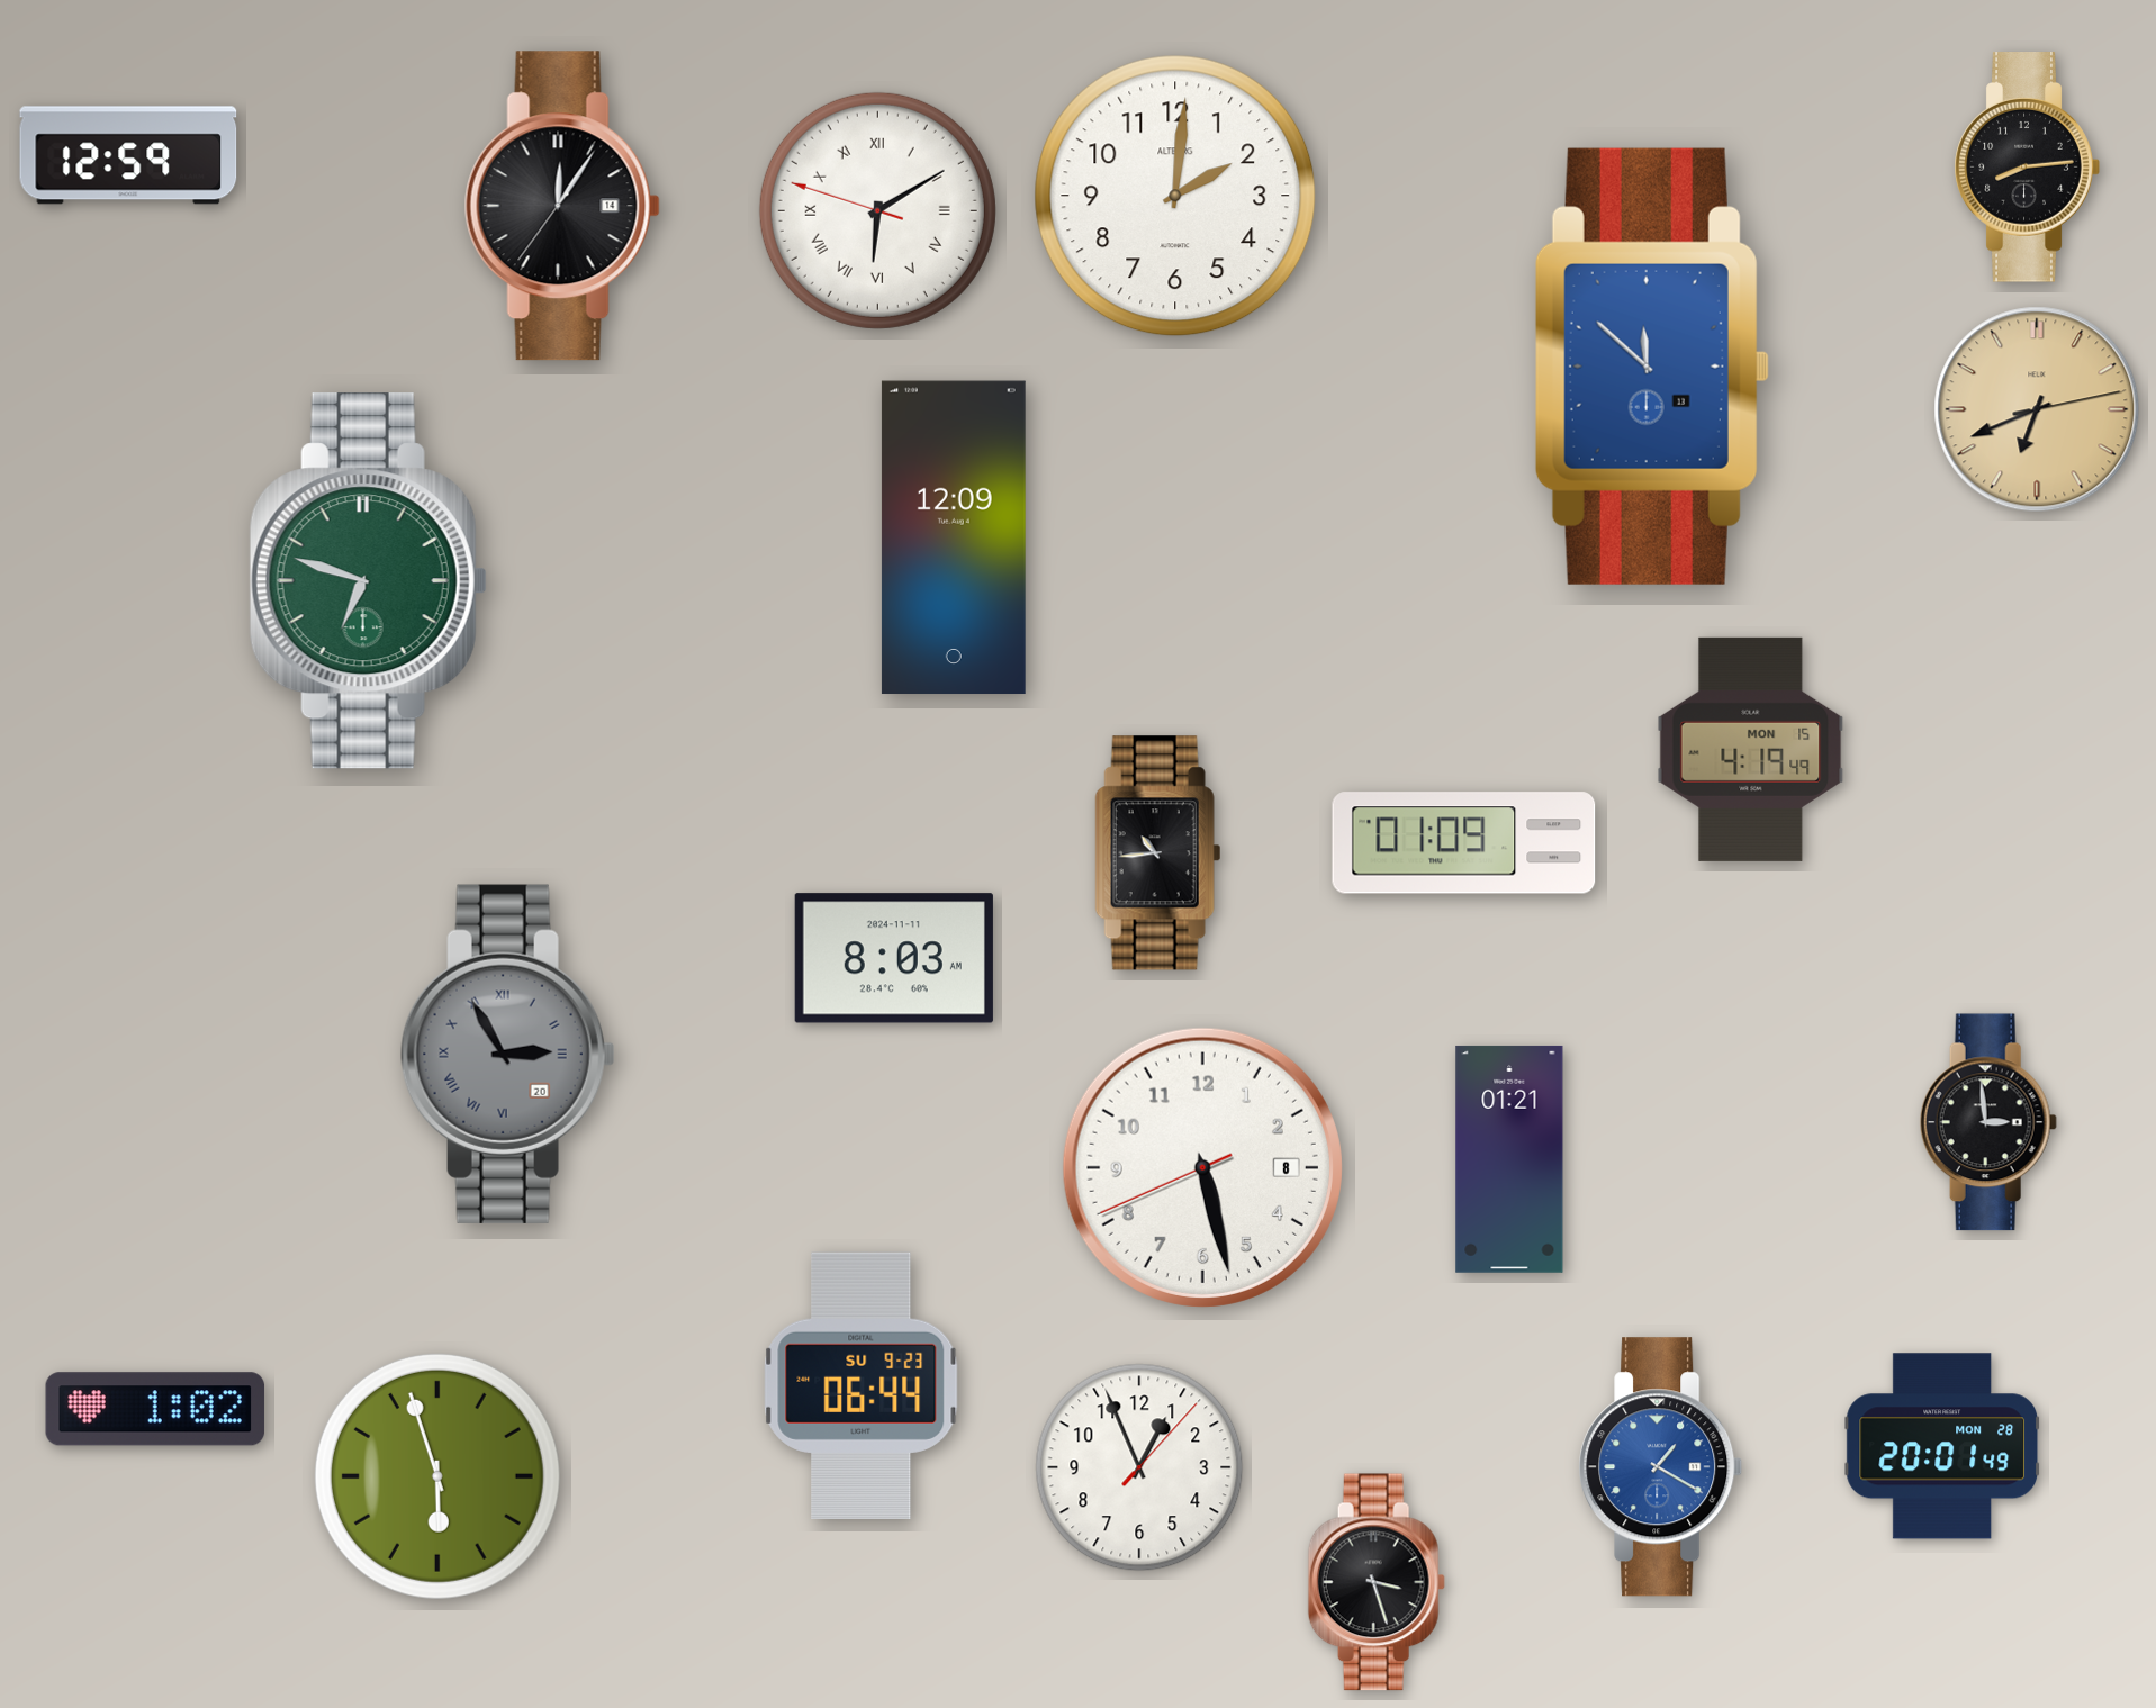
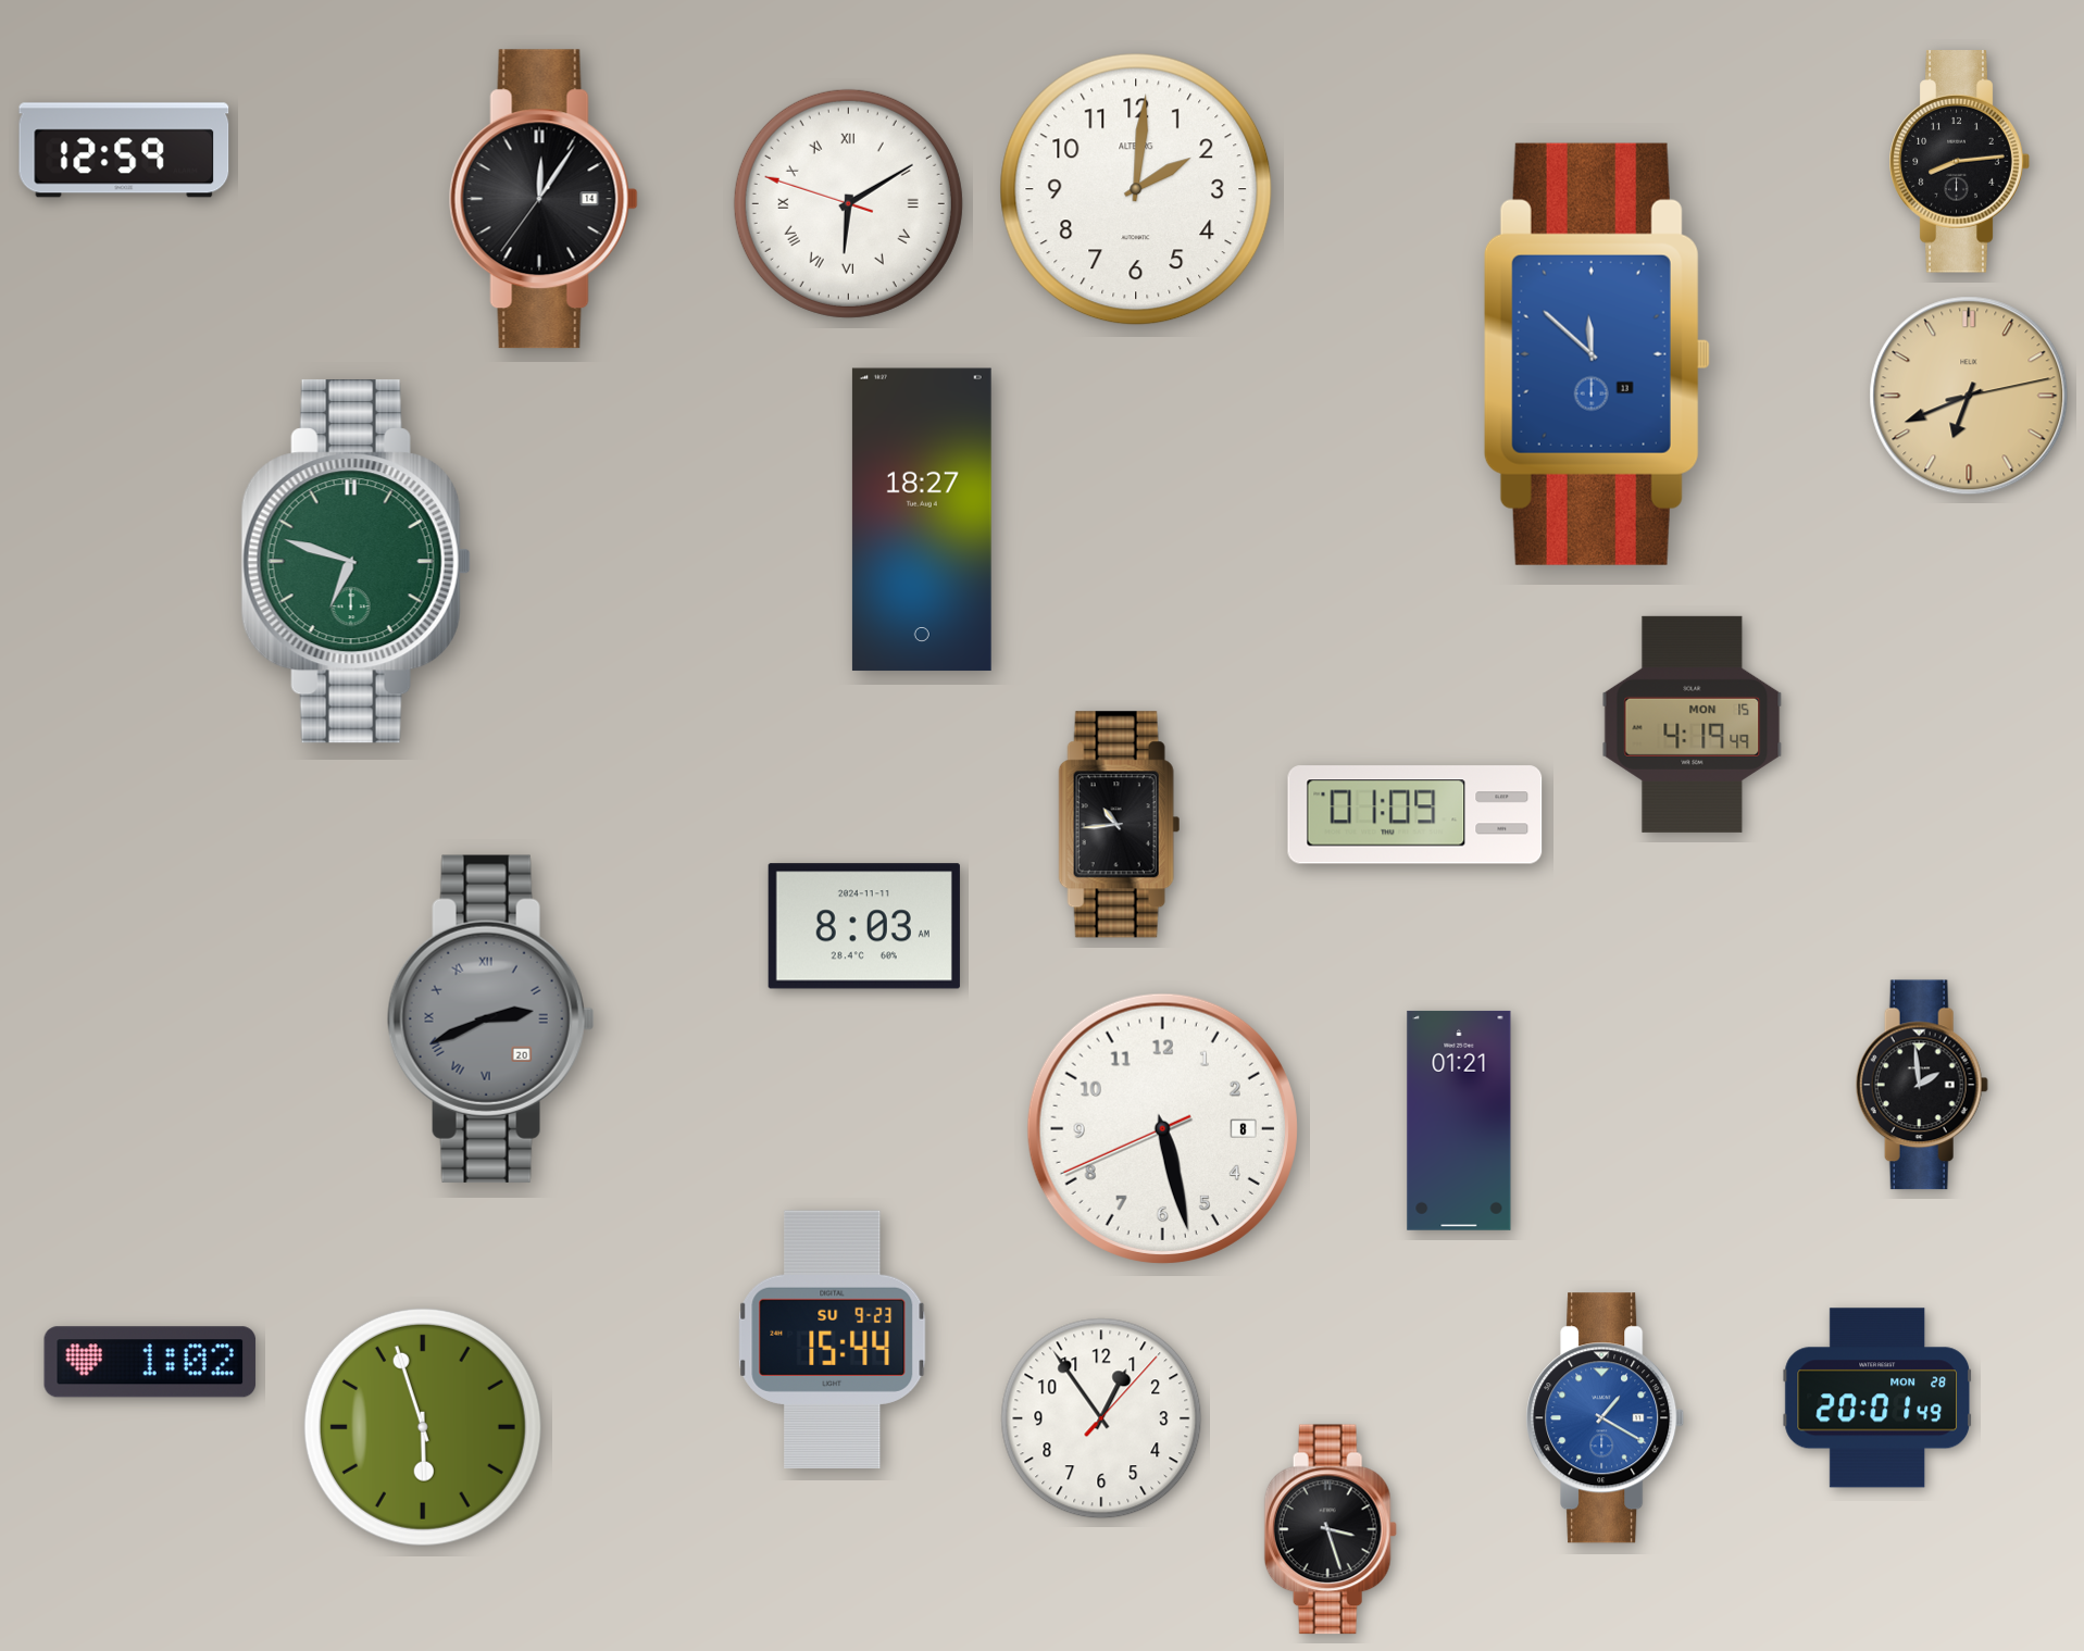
clock at (954, 537): 12:09 -> 18:27
clock at (507, 1054): 2:55 -> 2:41
clock at (1988, 1122): 2:59 -> 1:59
clock at (862, 1385): 06:44 -> 15:44
clock at (1139, 1467): 12:56 -> 12:54
